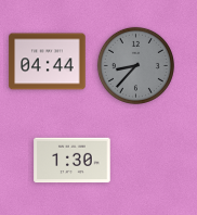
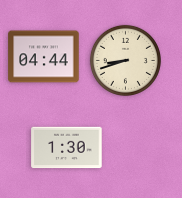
clock at (135, 65): 8:37 -> 8:42
clock at (135, 65) dial: grey -> cream
